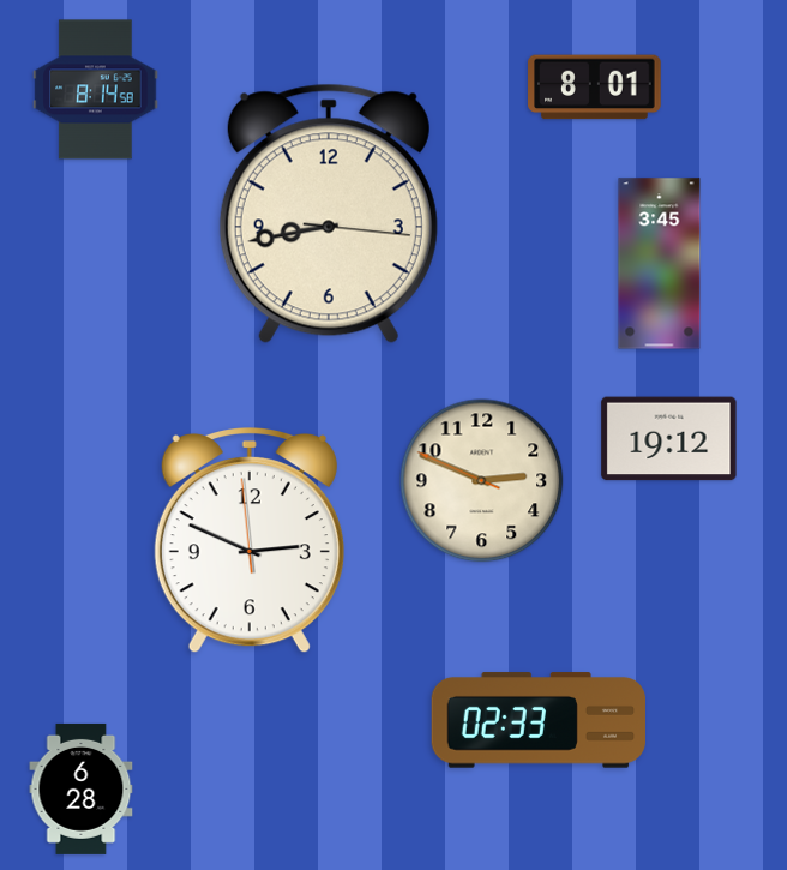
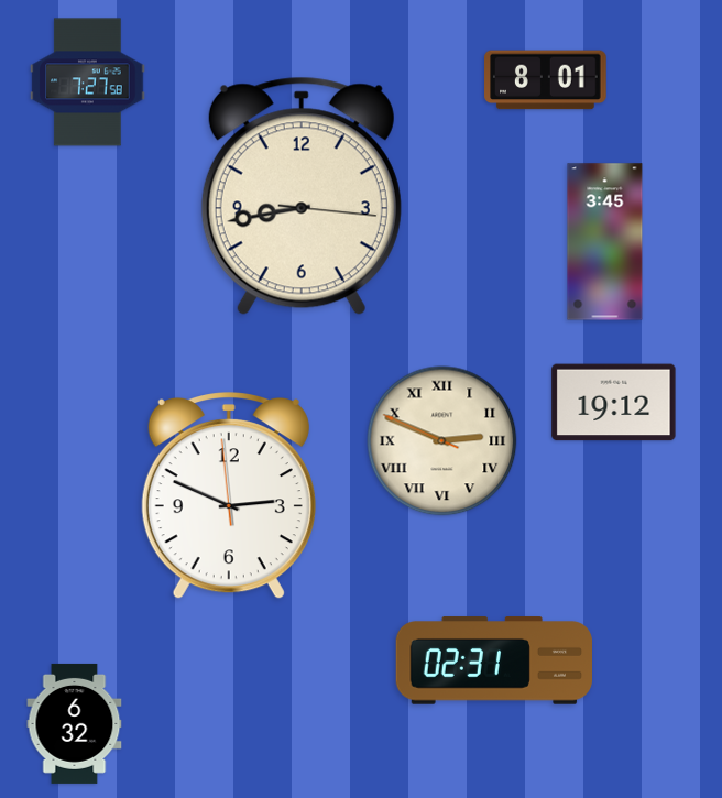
clock at (96, 90): 8:14 -> 7:27
clock at (482, 481) numerals: Arabic -> Roman
clock at (537, 720): 02:33 -> 02:31
clock at (82, 788): 6:28 -> 6:32
